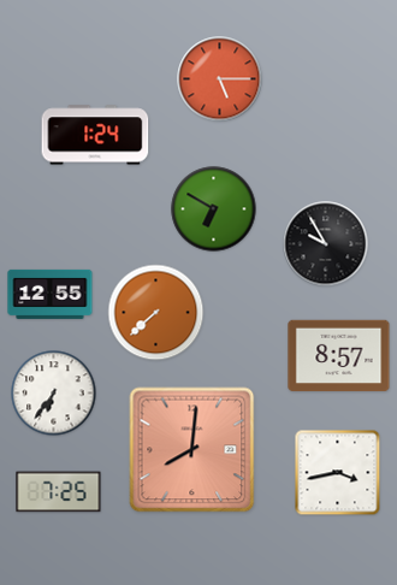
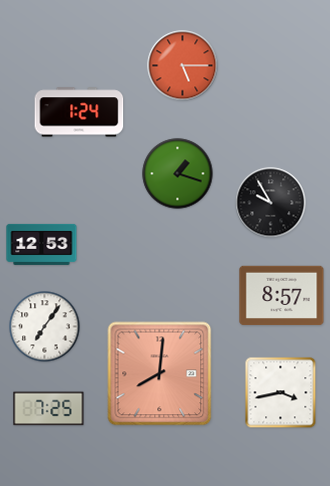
clock at (214, 209): 6:50 -> 1:18
clock at (51, 294): 12:55 -> 12:53
clock at (156, 313): 7:38 -> none
clock at (54, 394): 6:36 -> 7:06
